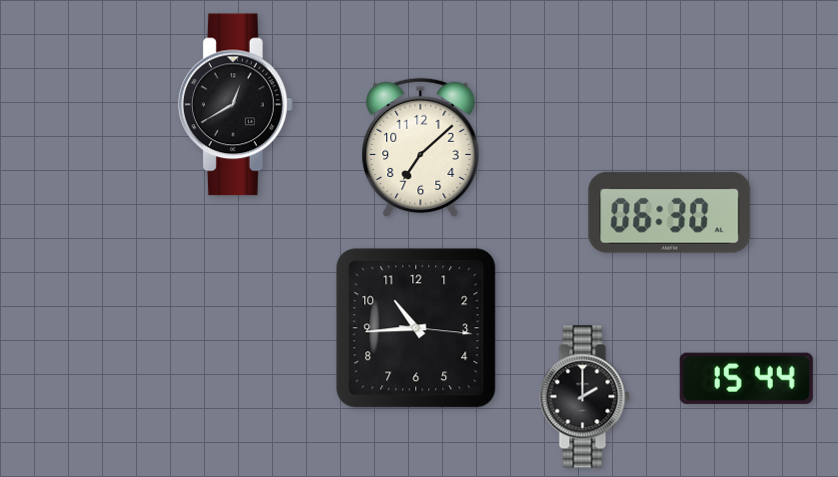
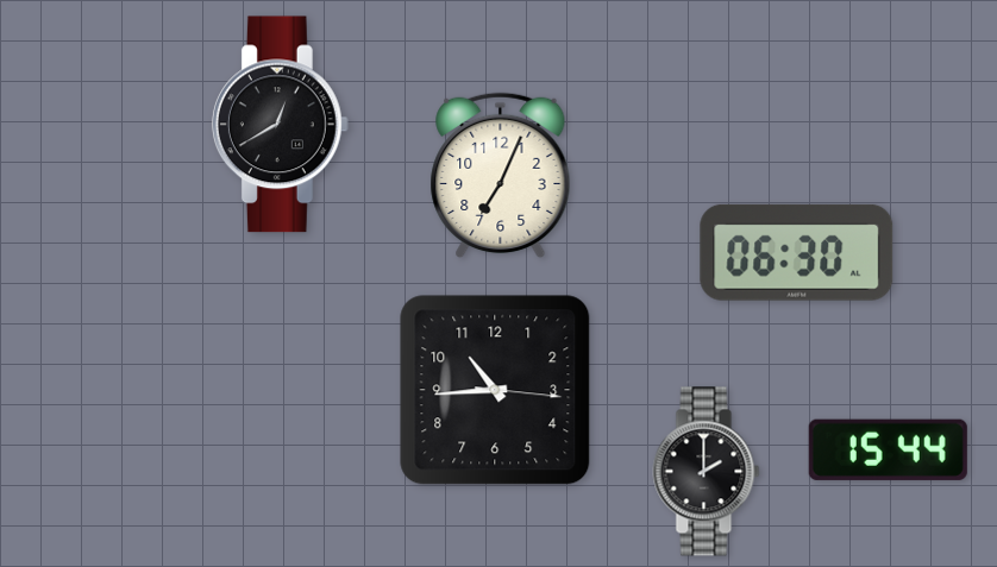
clock at (421, 148): 7:08 -> 7:04
clock at (585, 397) position: (585, 397) -> (707, 472)
